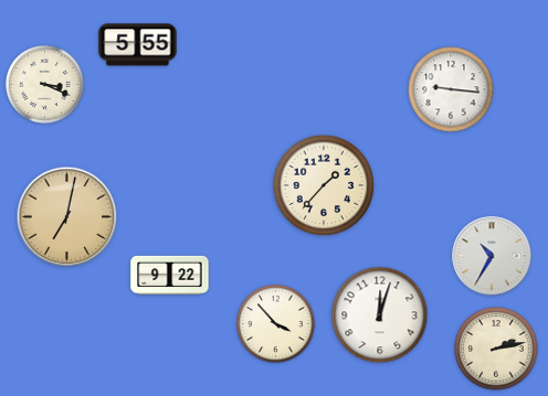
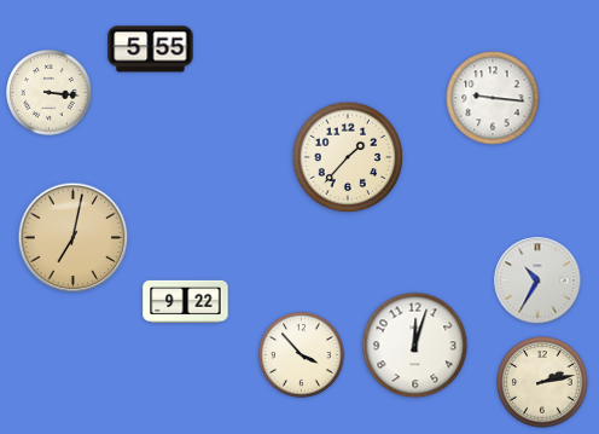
clock at (45, 85): 3:19 -> 3:16
clock at (324, 185) position: (324, 185) -> (348, 157)
